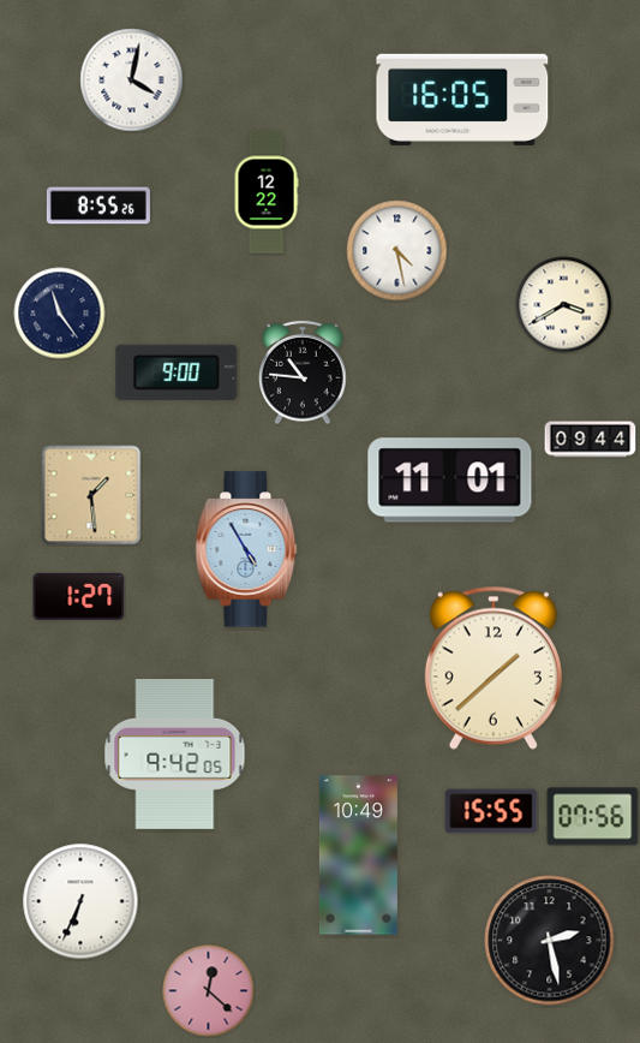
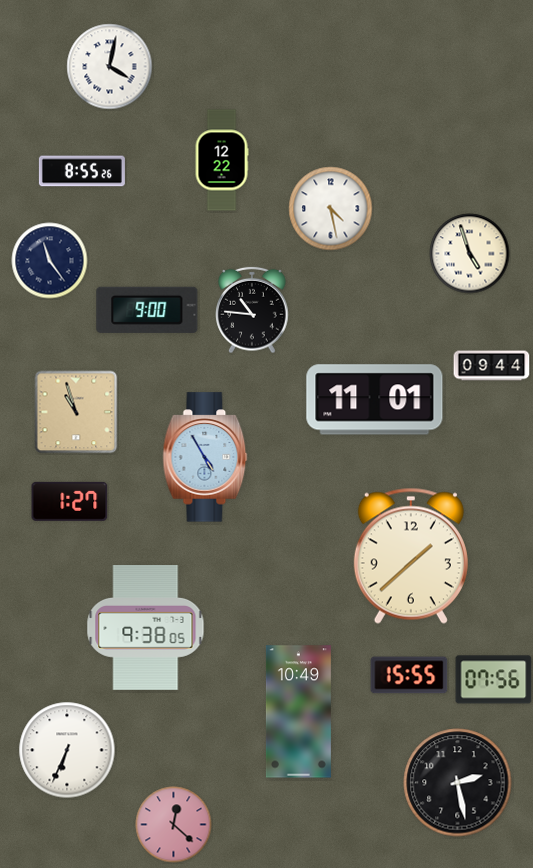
clock at (462, 100): 16:05 -> none
clock at (564, 305): 3:40 -> 4:57
clock at (91, 495): 1:29 -> 10:57
clock at (79, 596) position: (79, 596) -> (70, 501)
clock at (175, 755): 9:42 -> 9:38
